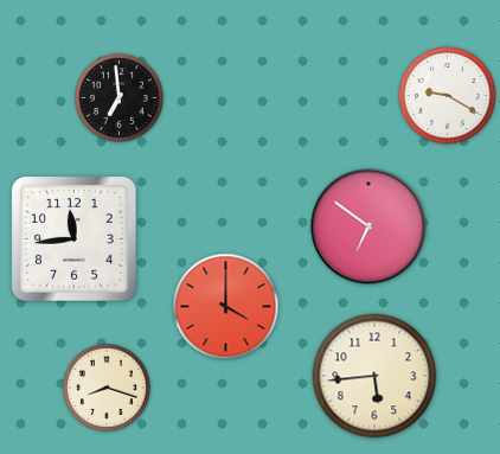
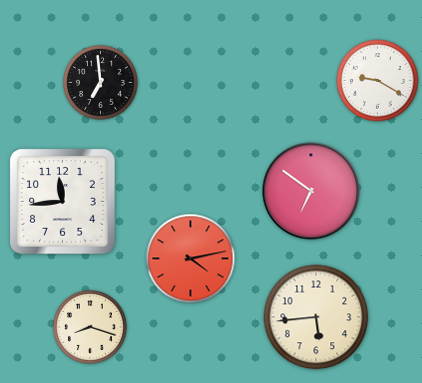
clock at (226, 307): 4:00 -> 4:13
